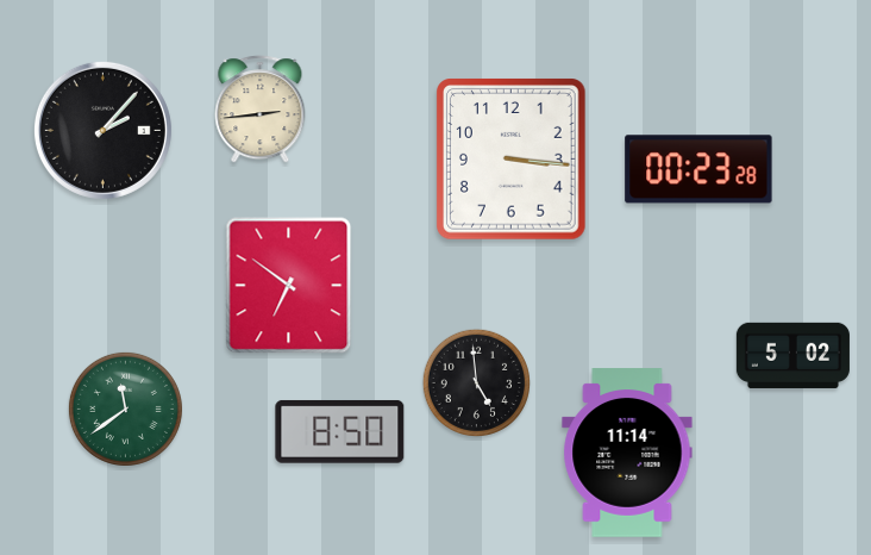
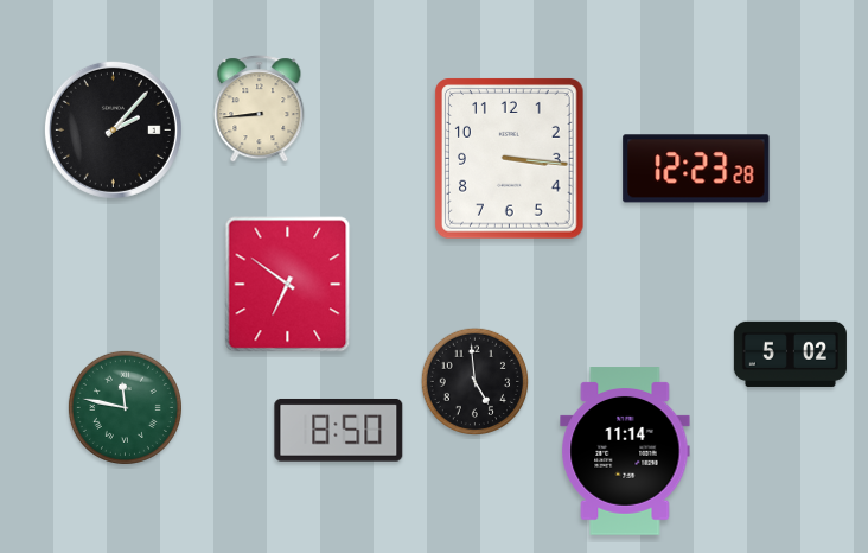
clock at (261, 110): 2:44 -> 8:44
clock at (102, 130) position: (102, 130) -> (113, 129)
clock at (698, 169): 00:23 -> 12:23
clock at (125, 409): 11:39 -> 11:47
